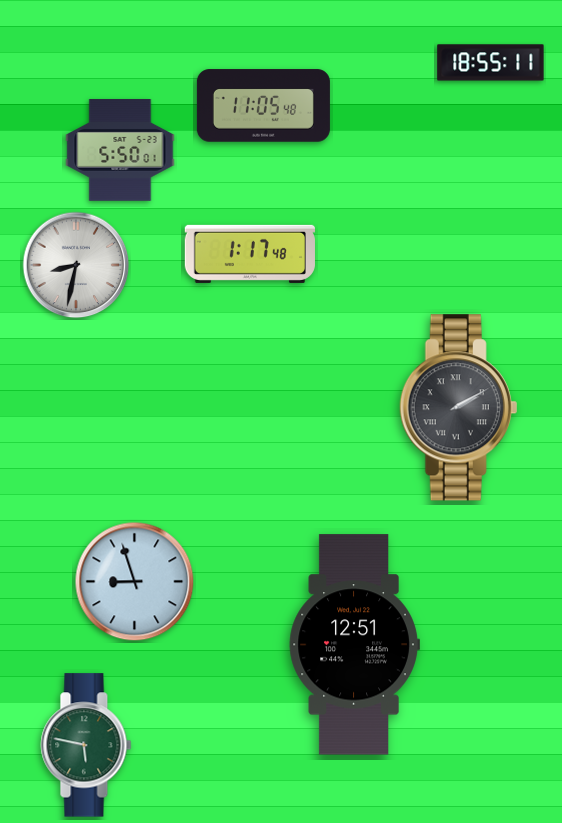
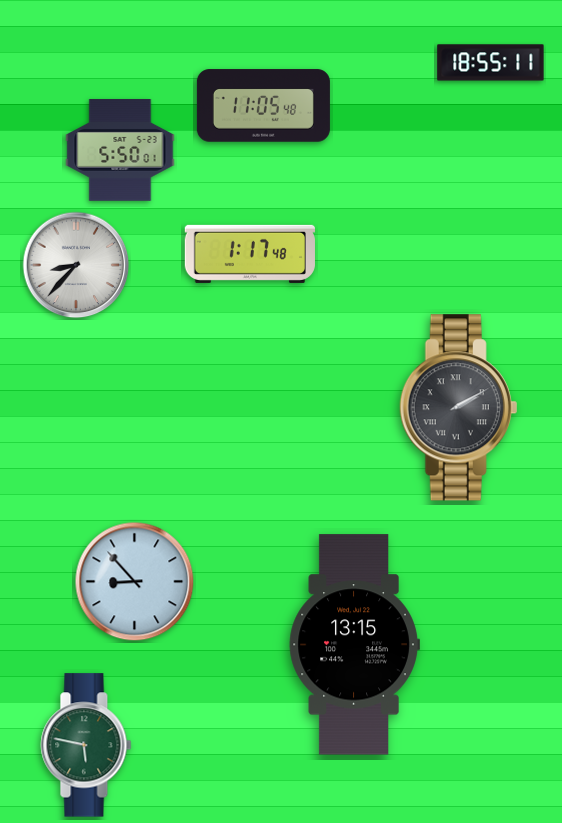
clock at (76, 265): 8:32 -> 8:37
clock at (135, 582): 8:57 -> 8:53
clock at (354, 645): 12:51 -> 13:15
